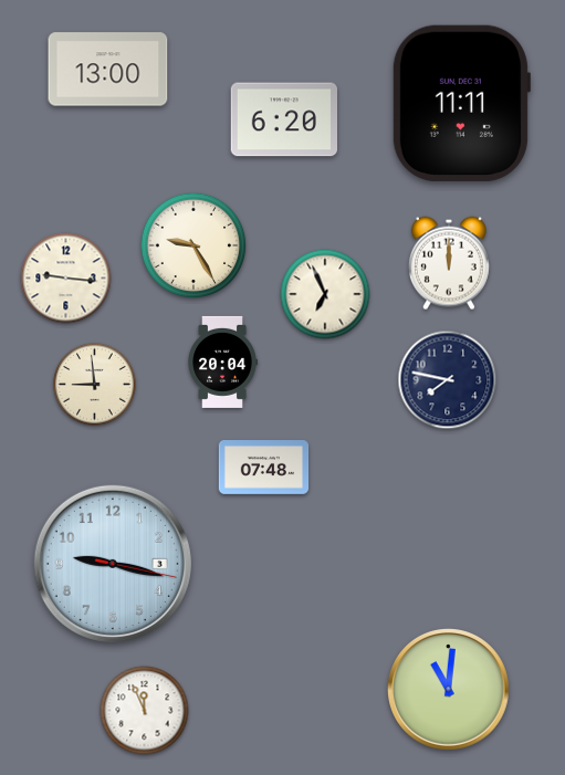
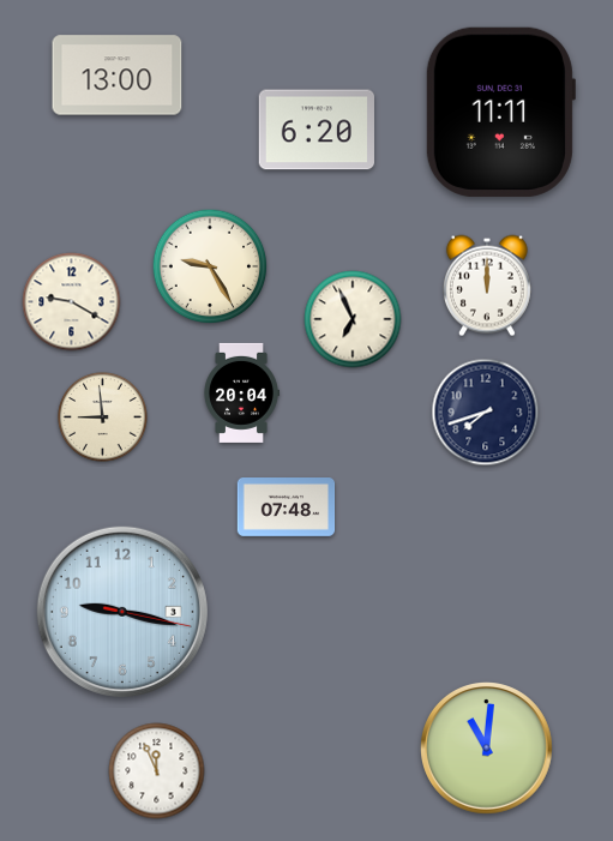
clock at (283, 119) position: (283, 119) -> (315, 130)
clock at (66, 279): 9:16 -> 9:20
clock at (448, 380): 7:47 -> 7:42
